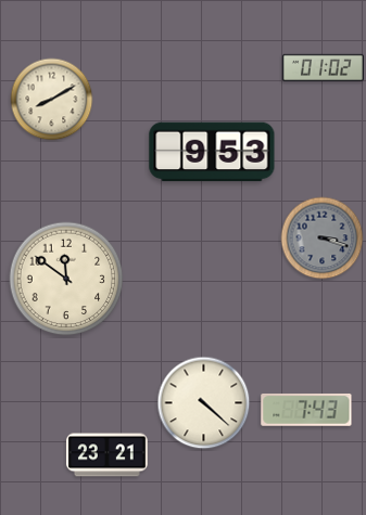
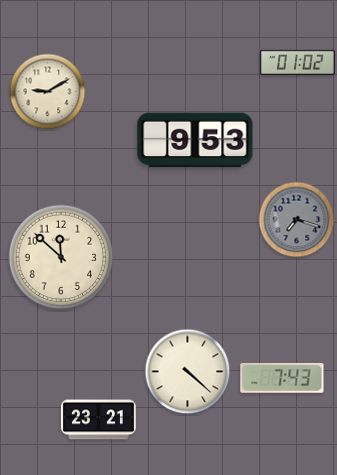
clock at (52, 100): 8:10 -> 9:10
clock at (323, 239): 3:18 -> 7:18
clock at (66, 279): 11:51 -> 11:52
